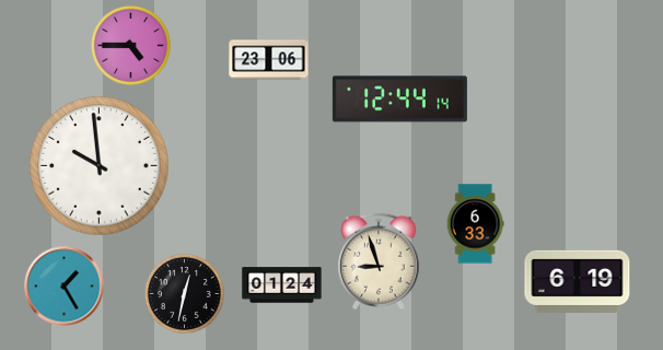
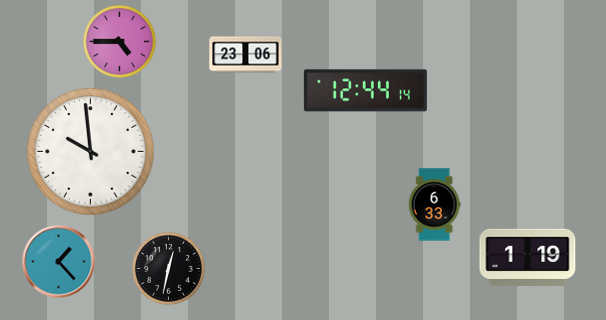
clock at (379, 261): 8:57 -> none
clock at (578, 281): 6:19 -> 1:19
clock at (282, 285): 01:24 -> none
clock at (65, 287): 1:25 -> 1:23
